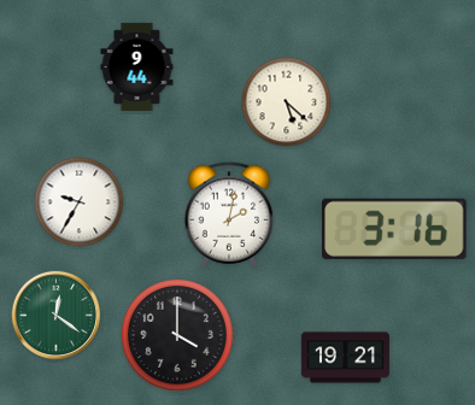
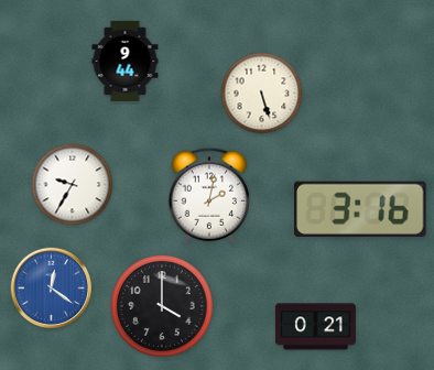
clock at (287, 102): 5:22 -> 5:27
clock at (57, 316) dial: green -> blue
clock at (345, 358): 19:21 -> 0:21
